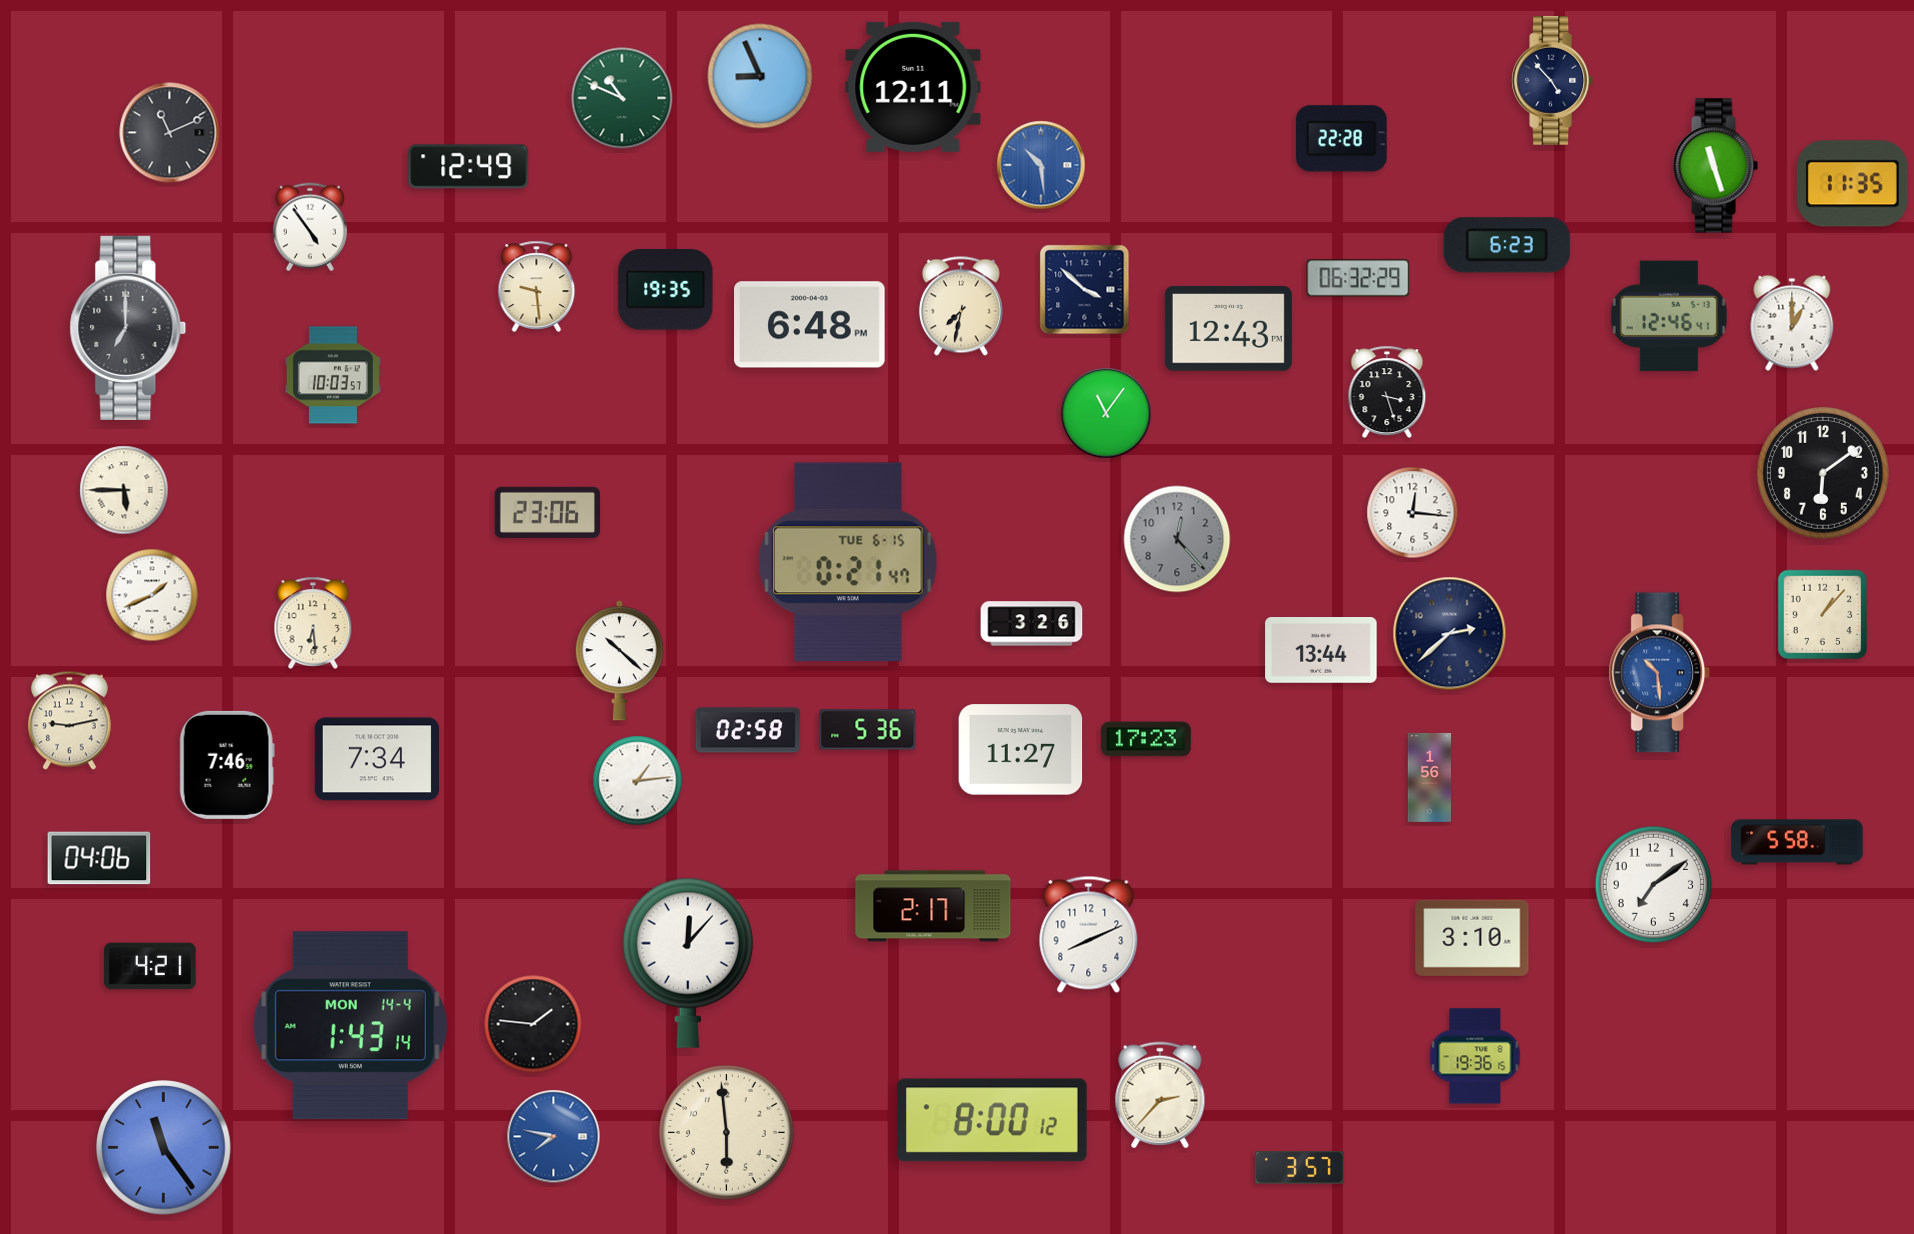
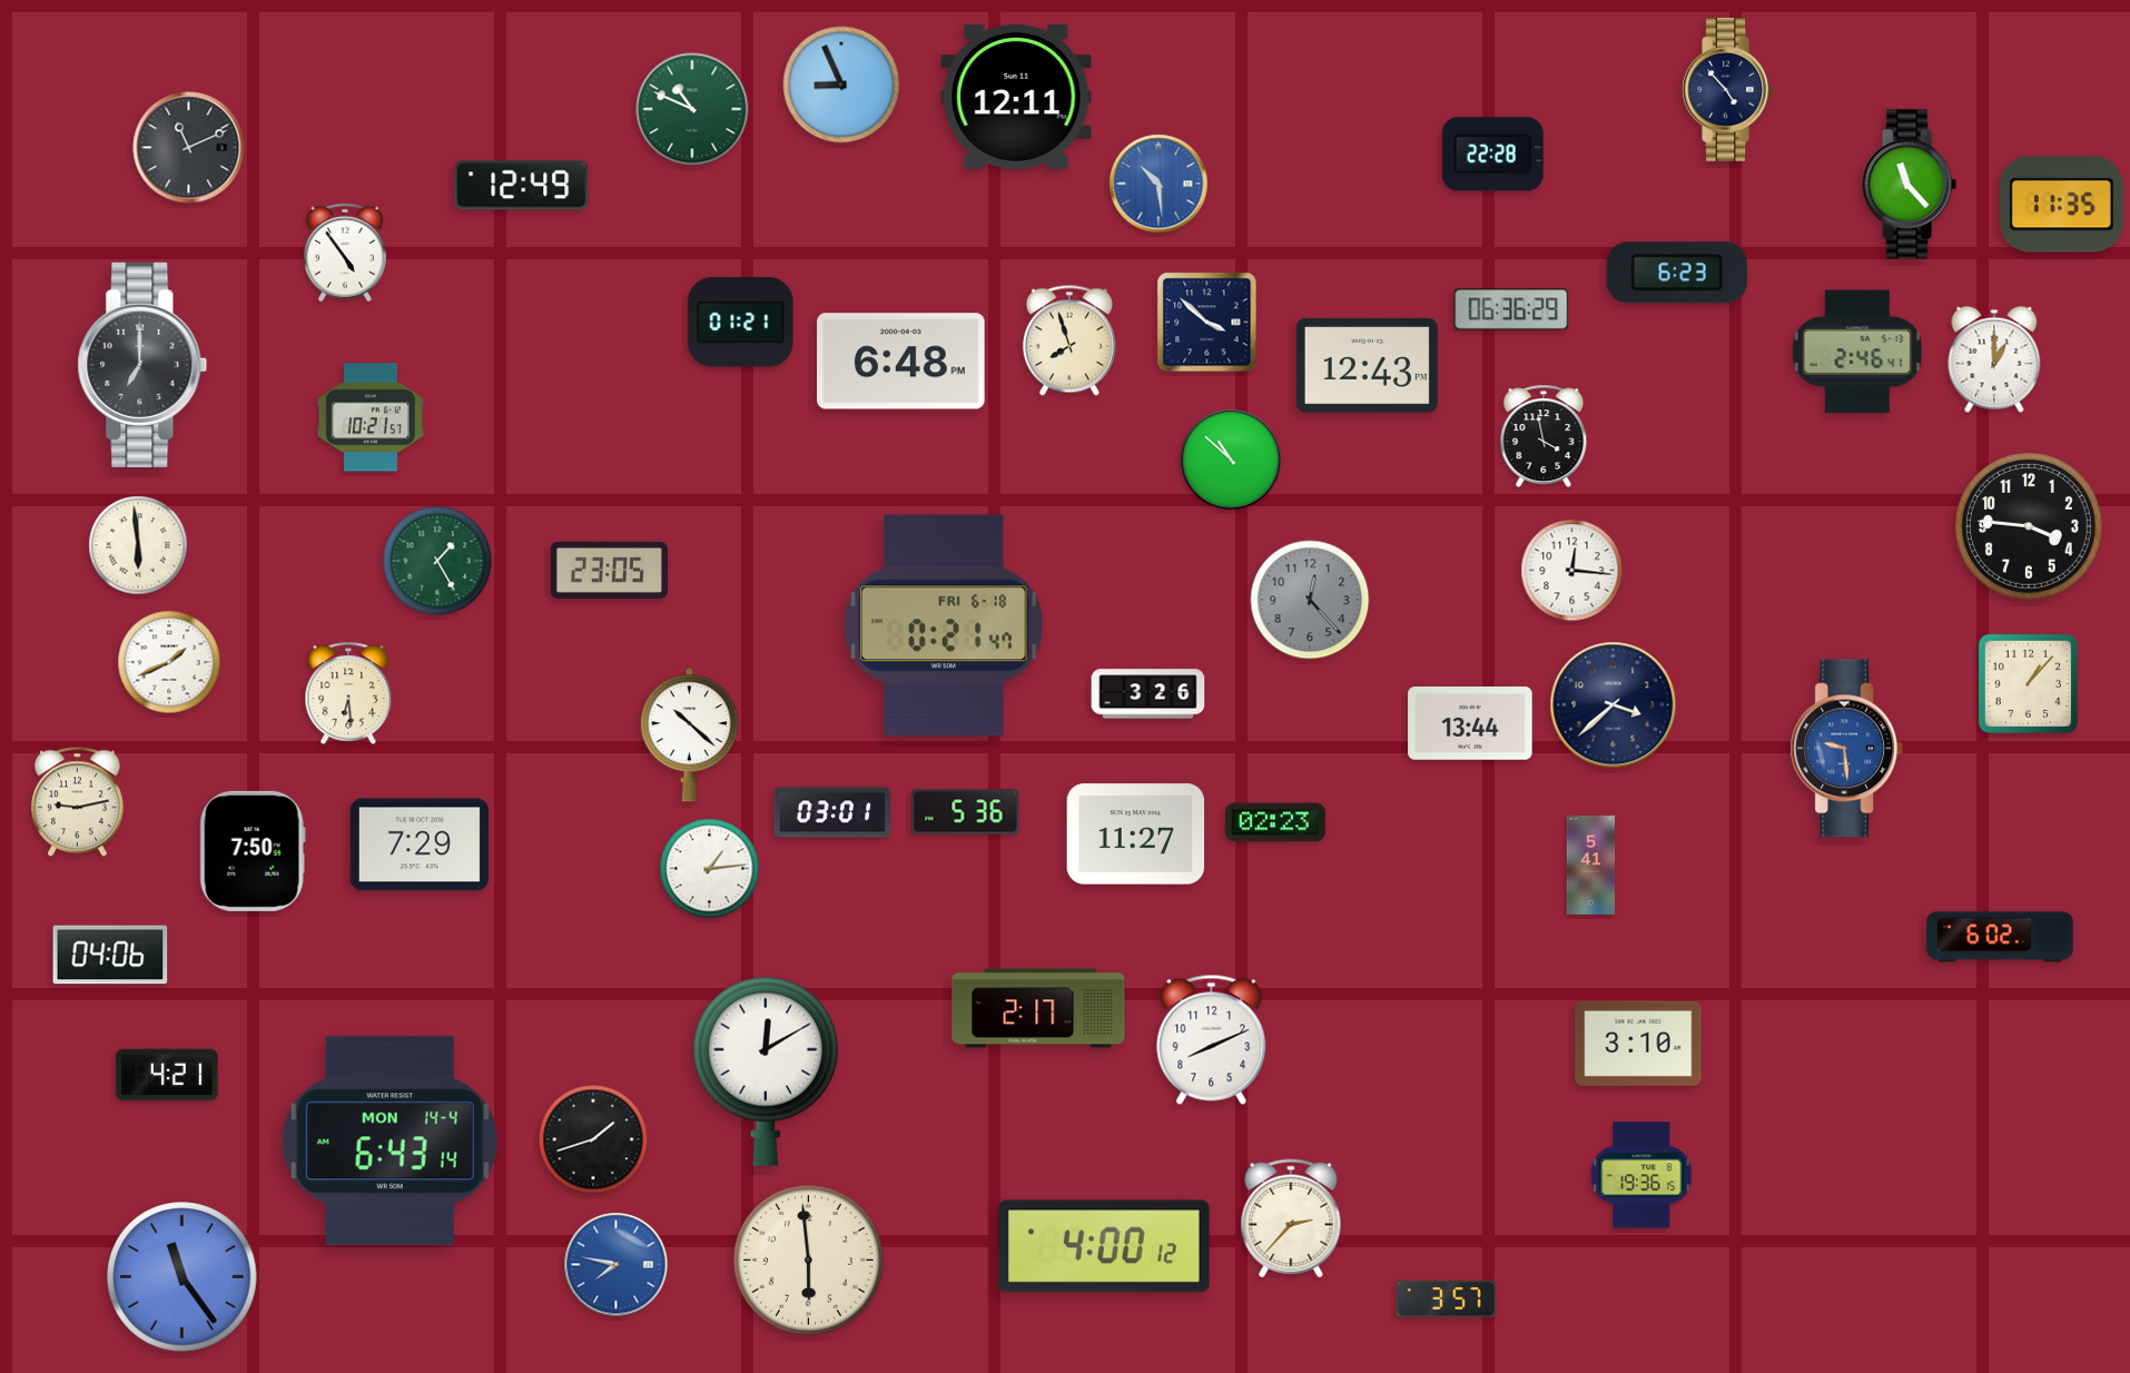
clock at (760, 76) position: (760, 76) -> (841, 85)
clock at (1715, 166): 11:27 -> 11:23
clock at (1358, 278): 06:32 -> 06:36
clock at (537, 286): 9:29 -> none
clock at (666, 290): 19:35 -> 01:21
clock at (961, 306): 7:32 -> 7:57
clock at (1669, 316): 12:46 -> 2:46
clock at (333, 375): 10:03 -> 10:21
clock at (1387, 392): 3:27 -> 3:58
clock at (1106, 413): 11:06 -> 10:52
clock at (1824, 474): 6:09 -> 3:46
clock at (124, 490): 5:45 -> 5:59
clock at (437, 561): none -> 1:25
clock at (547, 512): 23:06 -> 23:05
clock at (848, 562) date: TUE 6-15 -> FRI 6-18
clock at (1450, 634): 2:38 -> 3:38
clock at (1660, 673): 10:29 -> 9:29
clock at (748, 730): 02:58 -> 03:01
clock at (1146, 739): 17:23 -> 02:23
clock at (376, 759): 7:34 -> 7:29
clock at (227, 765): 7:46 -> 7:50
clock at (1430, 777): 1:56 -> 5:41
clock at (1797, 842): 5:58 -> 6:02
clock at (1654, 885): 7:09 -> none
clock at (688, 963): 12:07 -> 12:10
clock at (533, 1024): 1:46 -> 1:42
clock at (350, 1026): 1:43 -> 6:43
clock at (992, 1120): 8:00 -> 4:00
